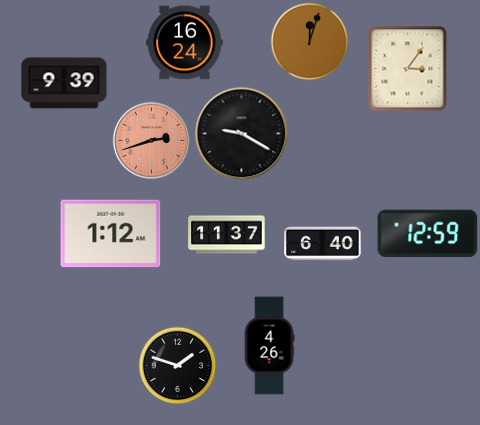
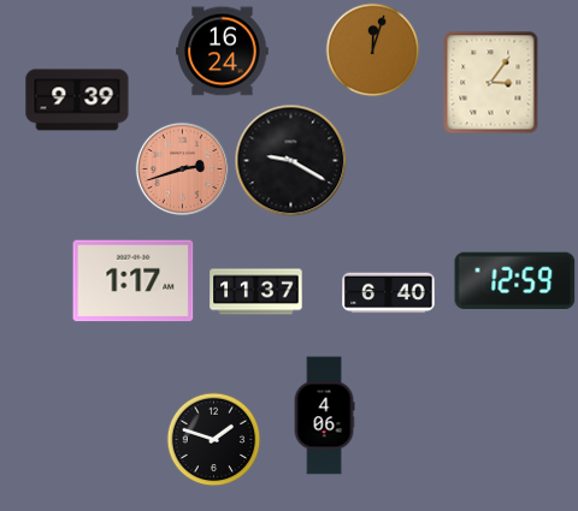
clock at (111, 234): 1:12 -> 1:17
clock at (227, 235) position: (227, 235) -> (256, 292)
clock at (269, 346): 4:26 -> 4:06
